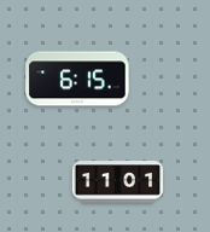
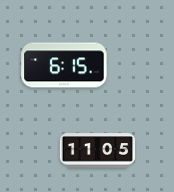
clock at (118, 182): 11:01 -> 11:05
